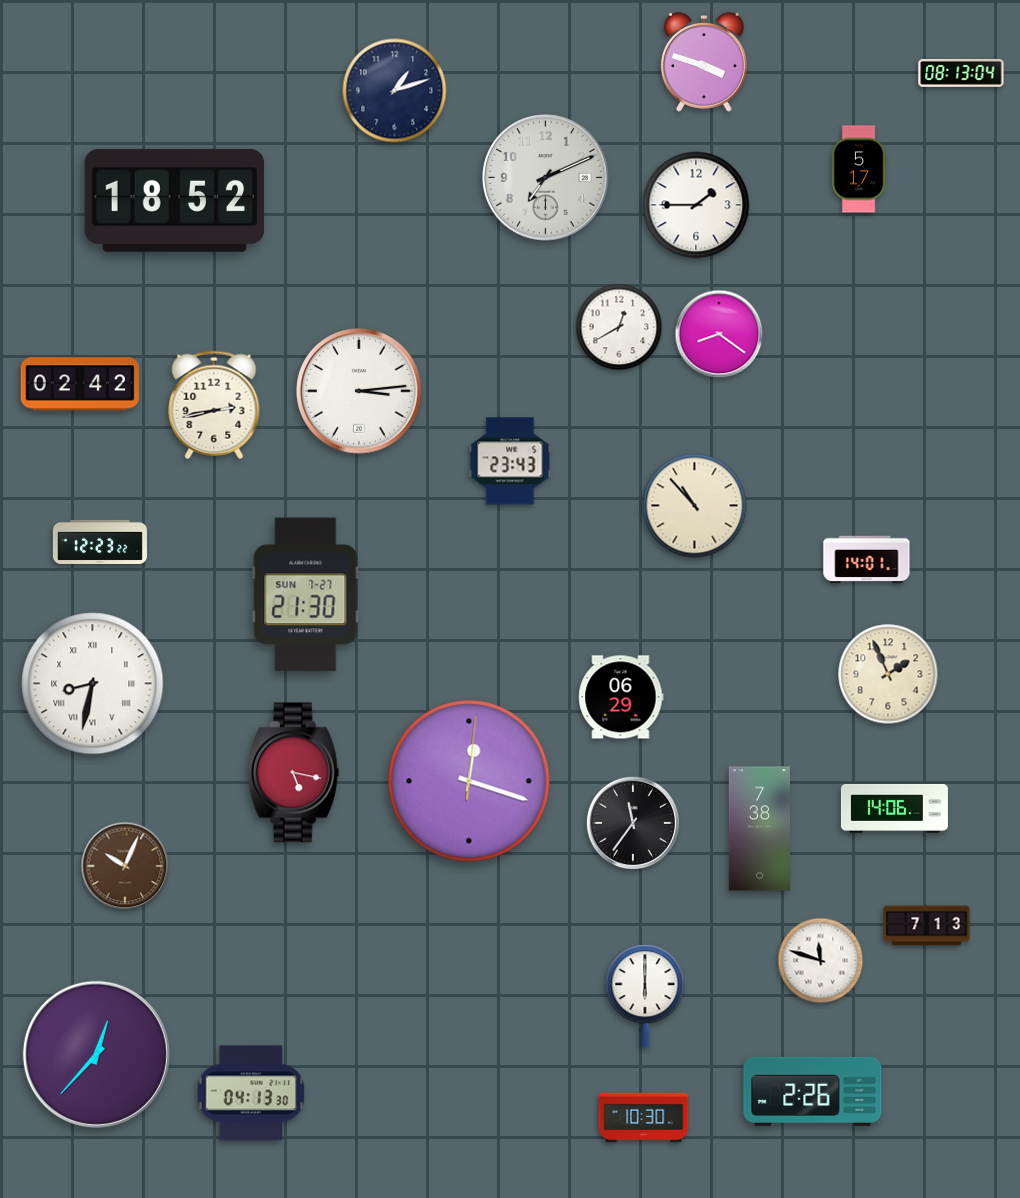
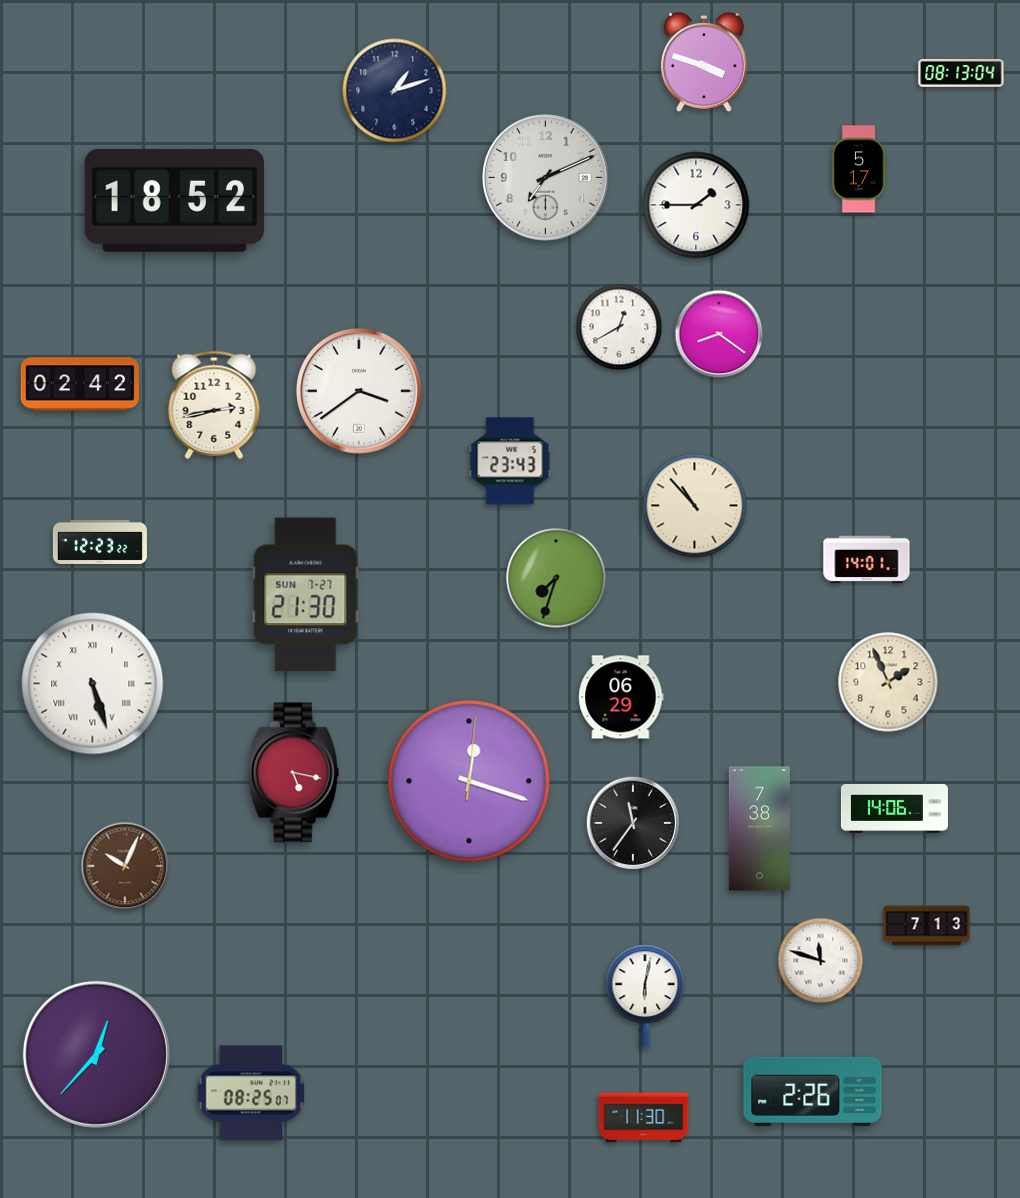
clock at (359, 391): 3:14 -> 3:39
clock at (556, 578): none -> 7:33
clock at (888, 674) position: (888, 674) -> (888, 682)
clock at (93, 684): 8:32 -> 5:27
clock at (645, 996): 6:00 -> 6:02
clock at (251, 1093): 04:13 -> 08:25
clock at (644, 1118): 10:30 -> 11:30
